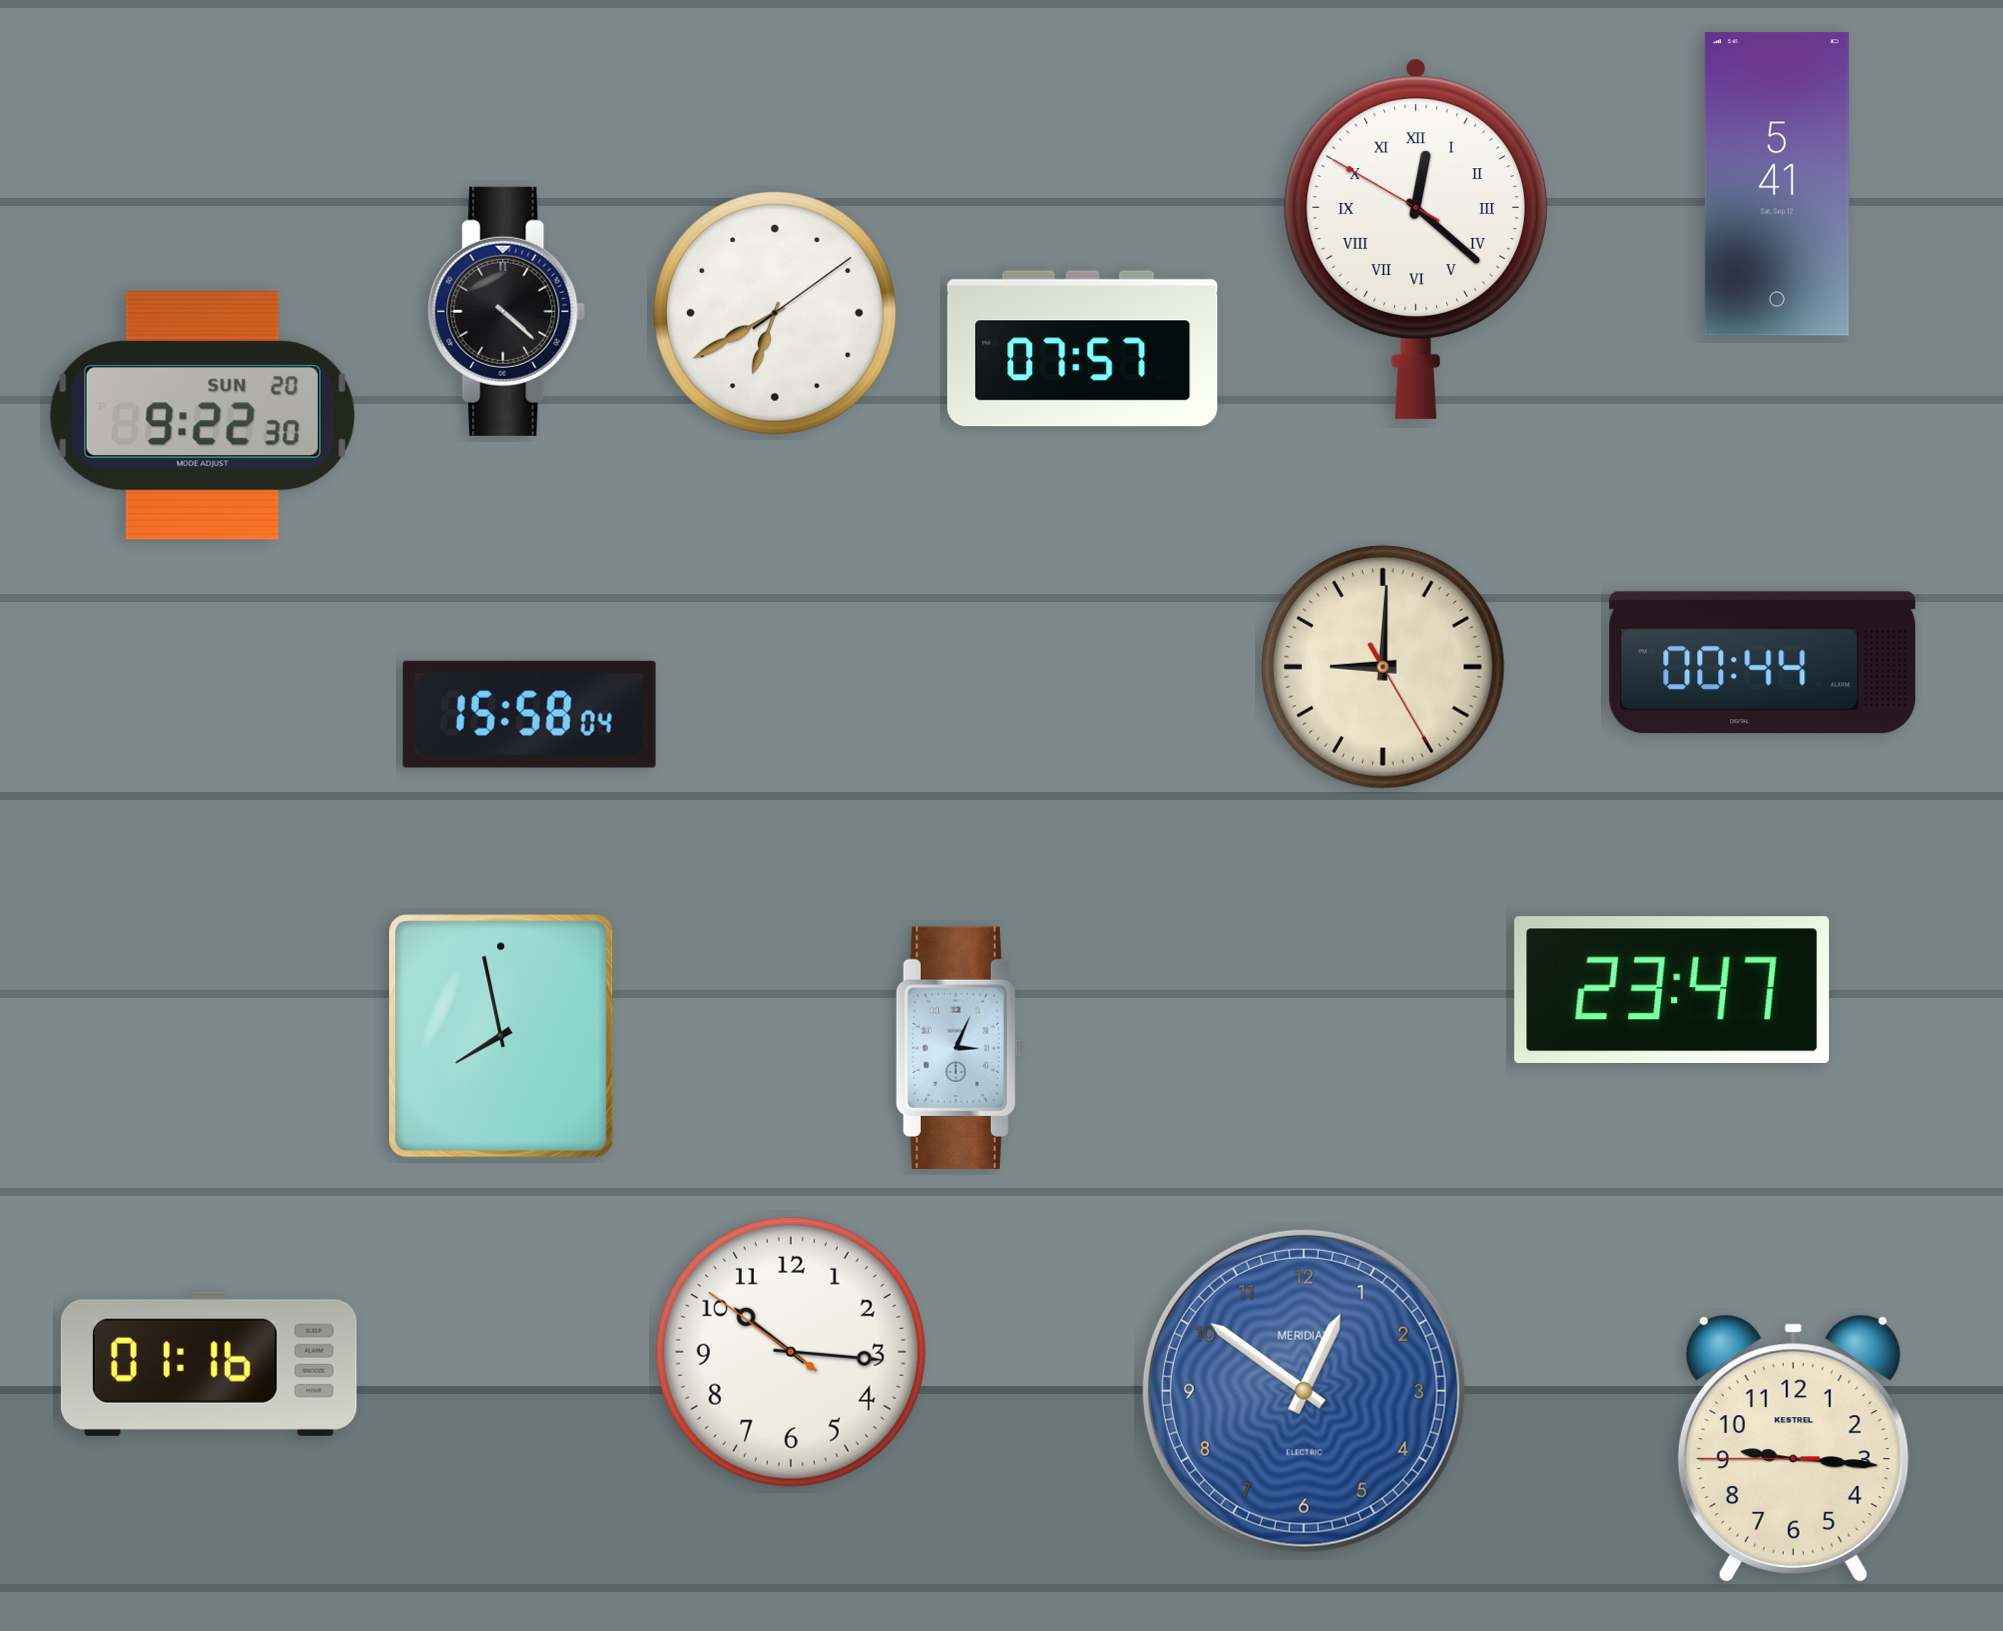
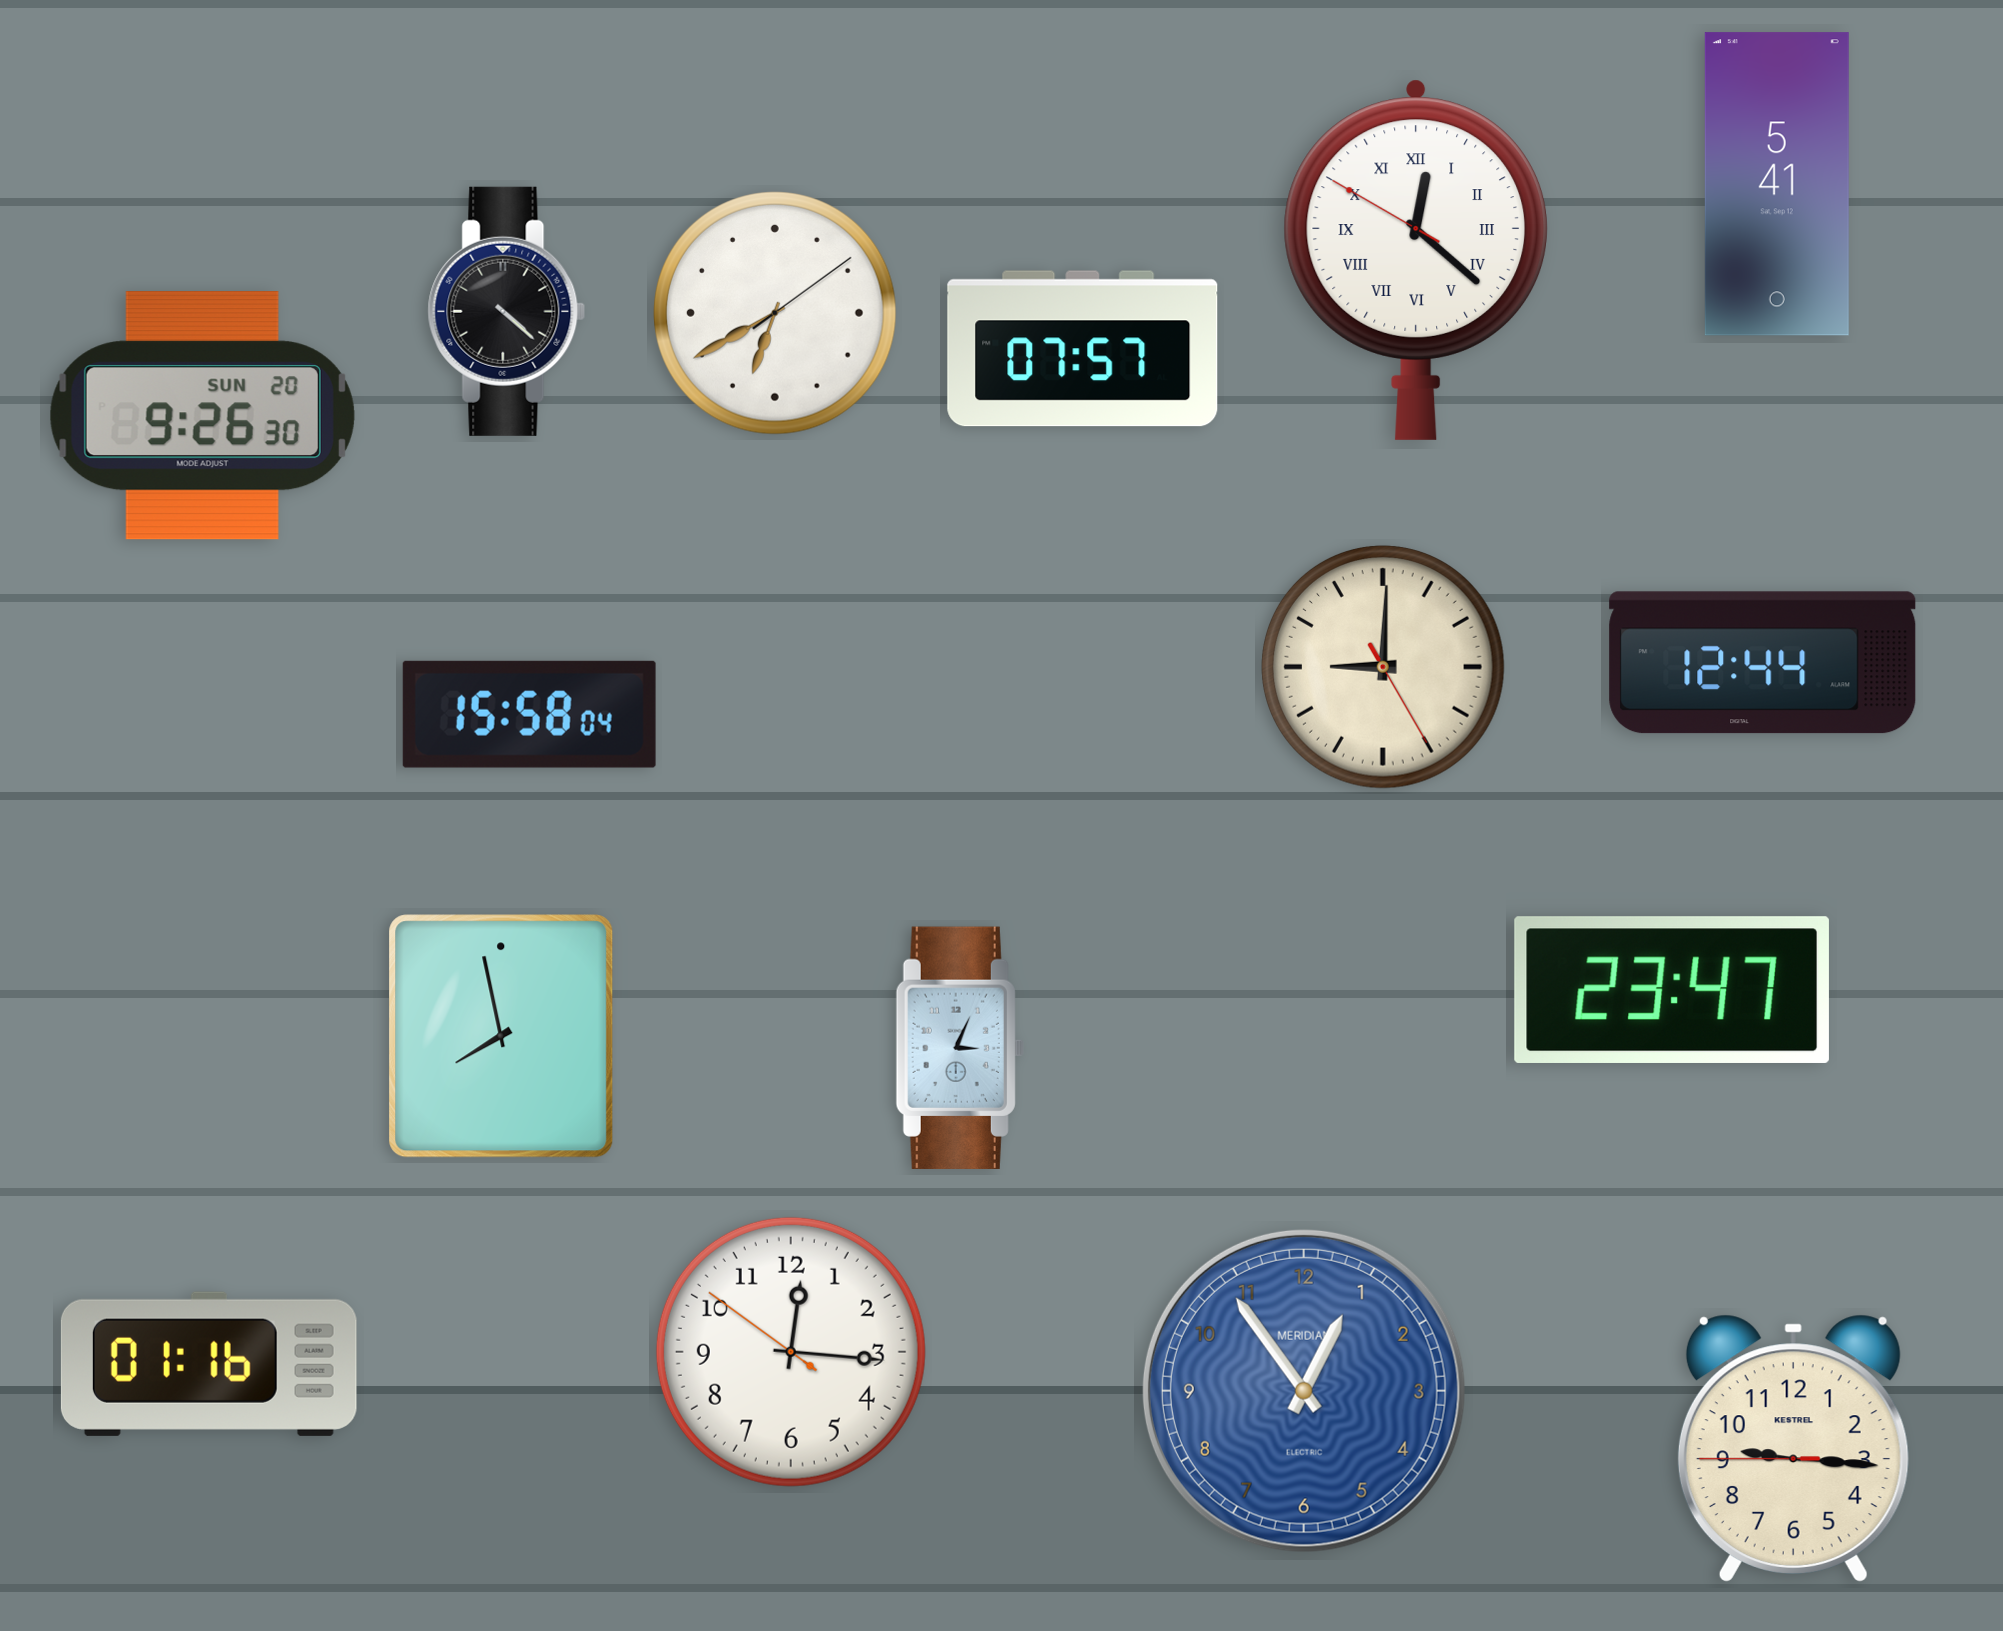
clock at (1415, 239) position: (1415, 239) -> (1415, 260)
clock at (202, 416): 9:22 -> 9:26
clock at (1763, 663): 00:44 -> 12:44
clock at (791, 1352): 10:15 -> 12:15
clock at (1304, 1391): 12:51 -> 12:54
